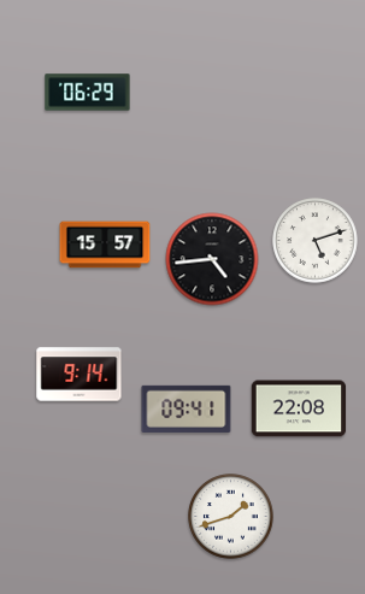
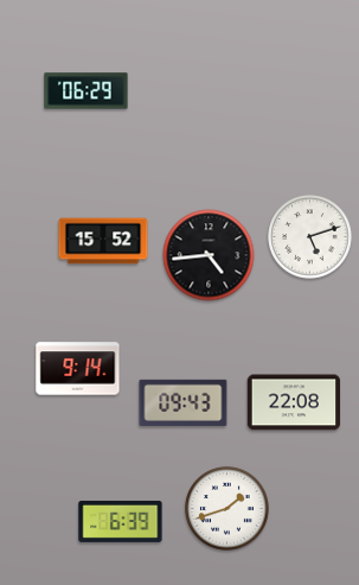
clock at (105, 245): 15:57 -> 15:52
clock at (187, 408): 09:41 -> 09:43
clock at (121, 521): none -> 6:39
